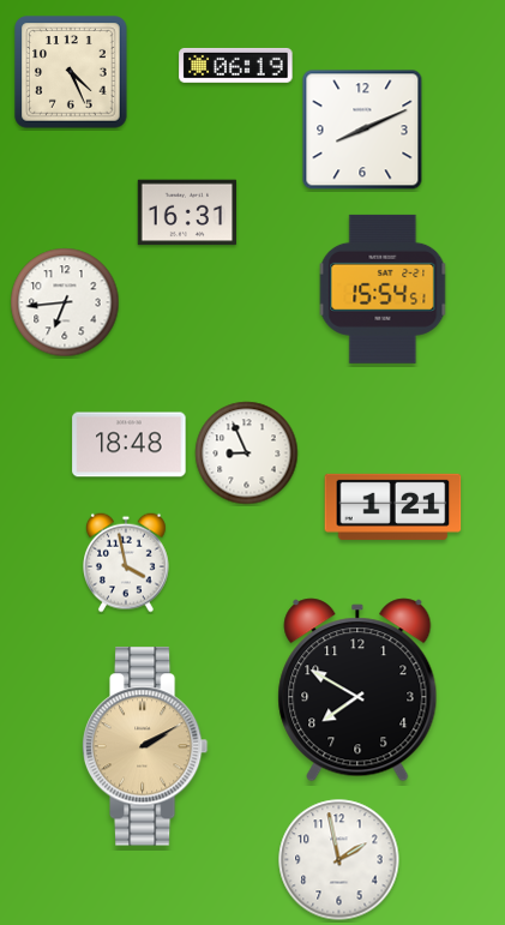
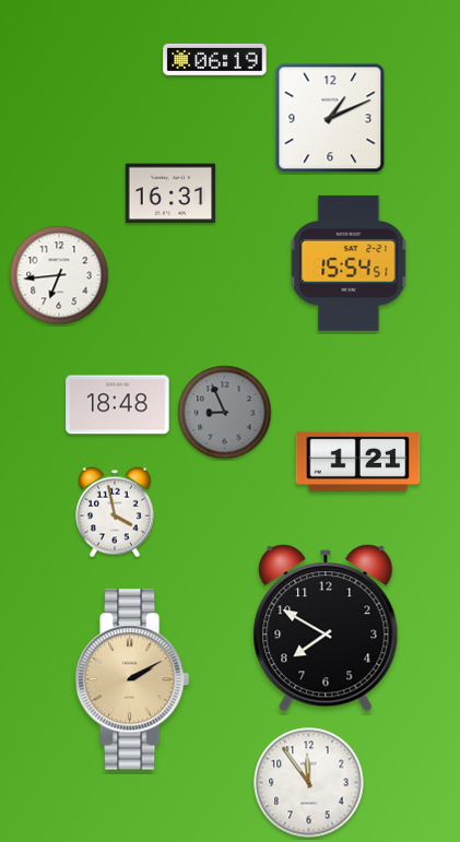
clock at (71, 72): 4:26 -> none
clock at (362, 130): 8:11 -> 1:11
clock at (247, 454) dial: white -> grey
clock at (339, 860): 1:58 -> 11:54
